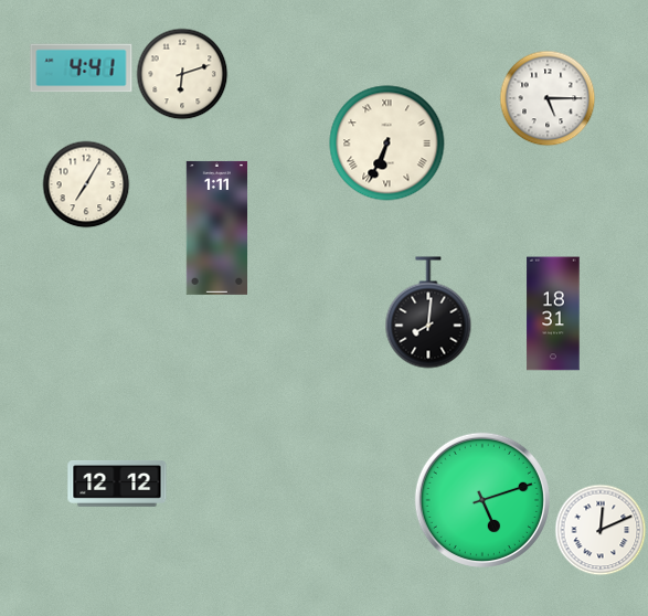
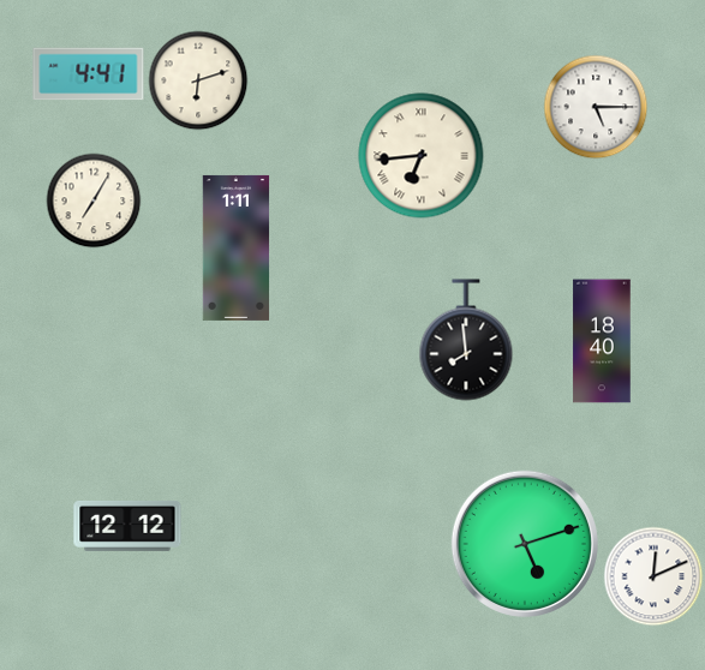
clock at (387, 144): 6:34 -> 6:44
clock at (428, 312): 8:01 -> 7:59
clock at (553, 314): 18:31 -> 18:40
